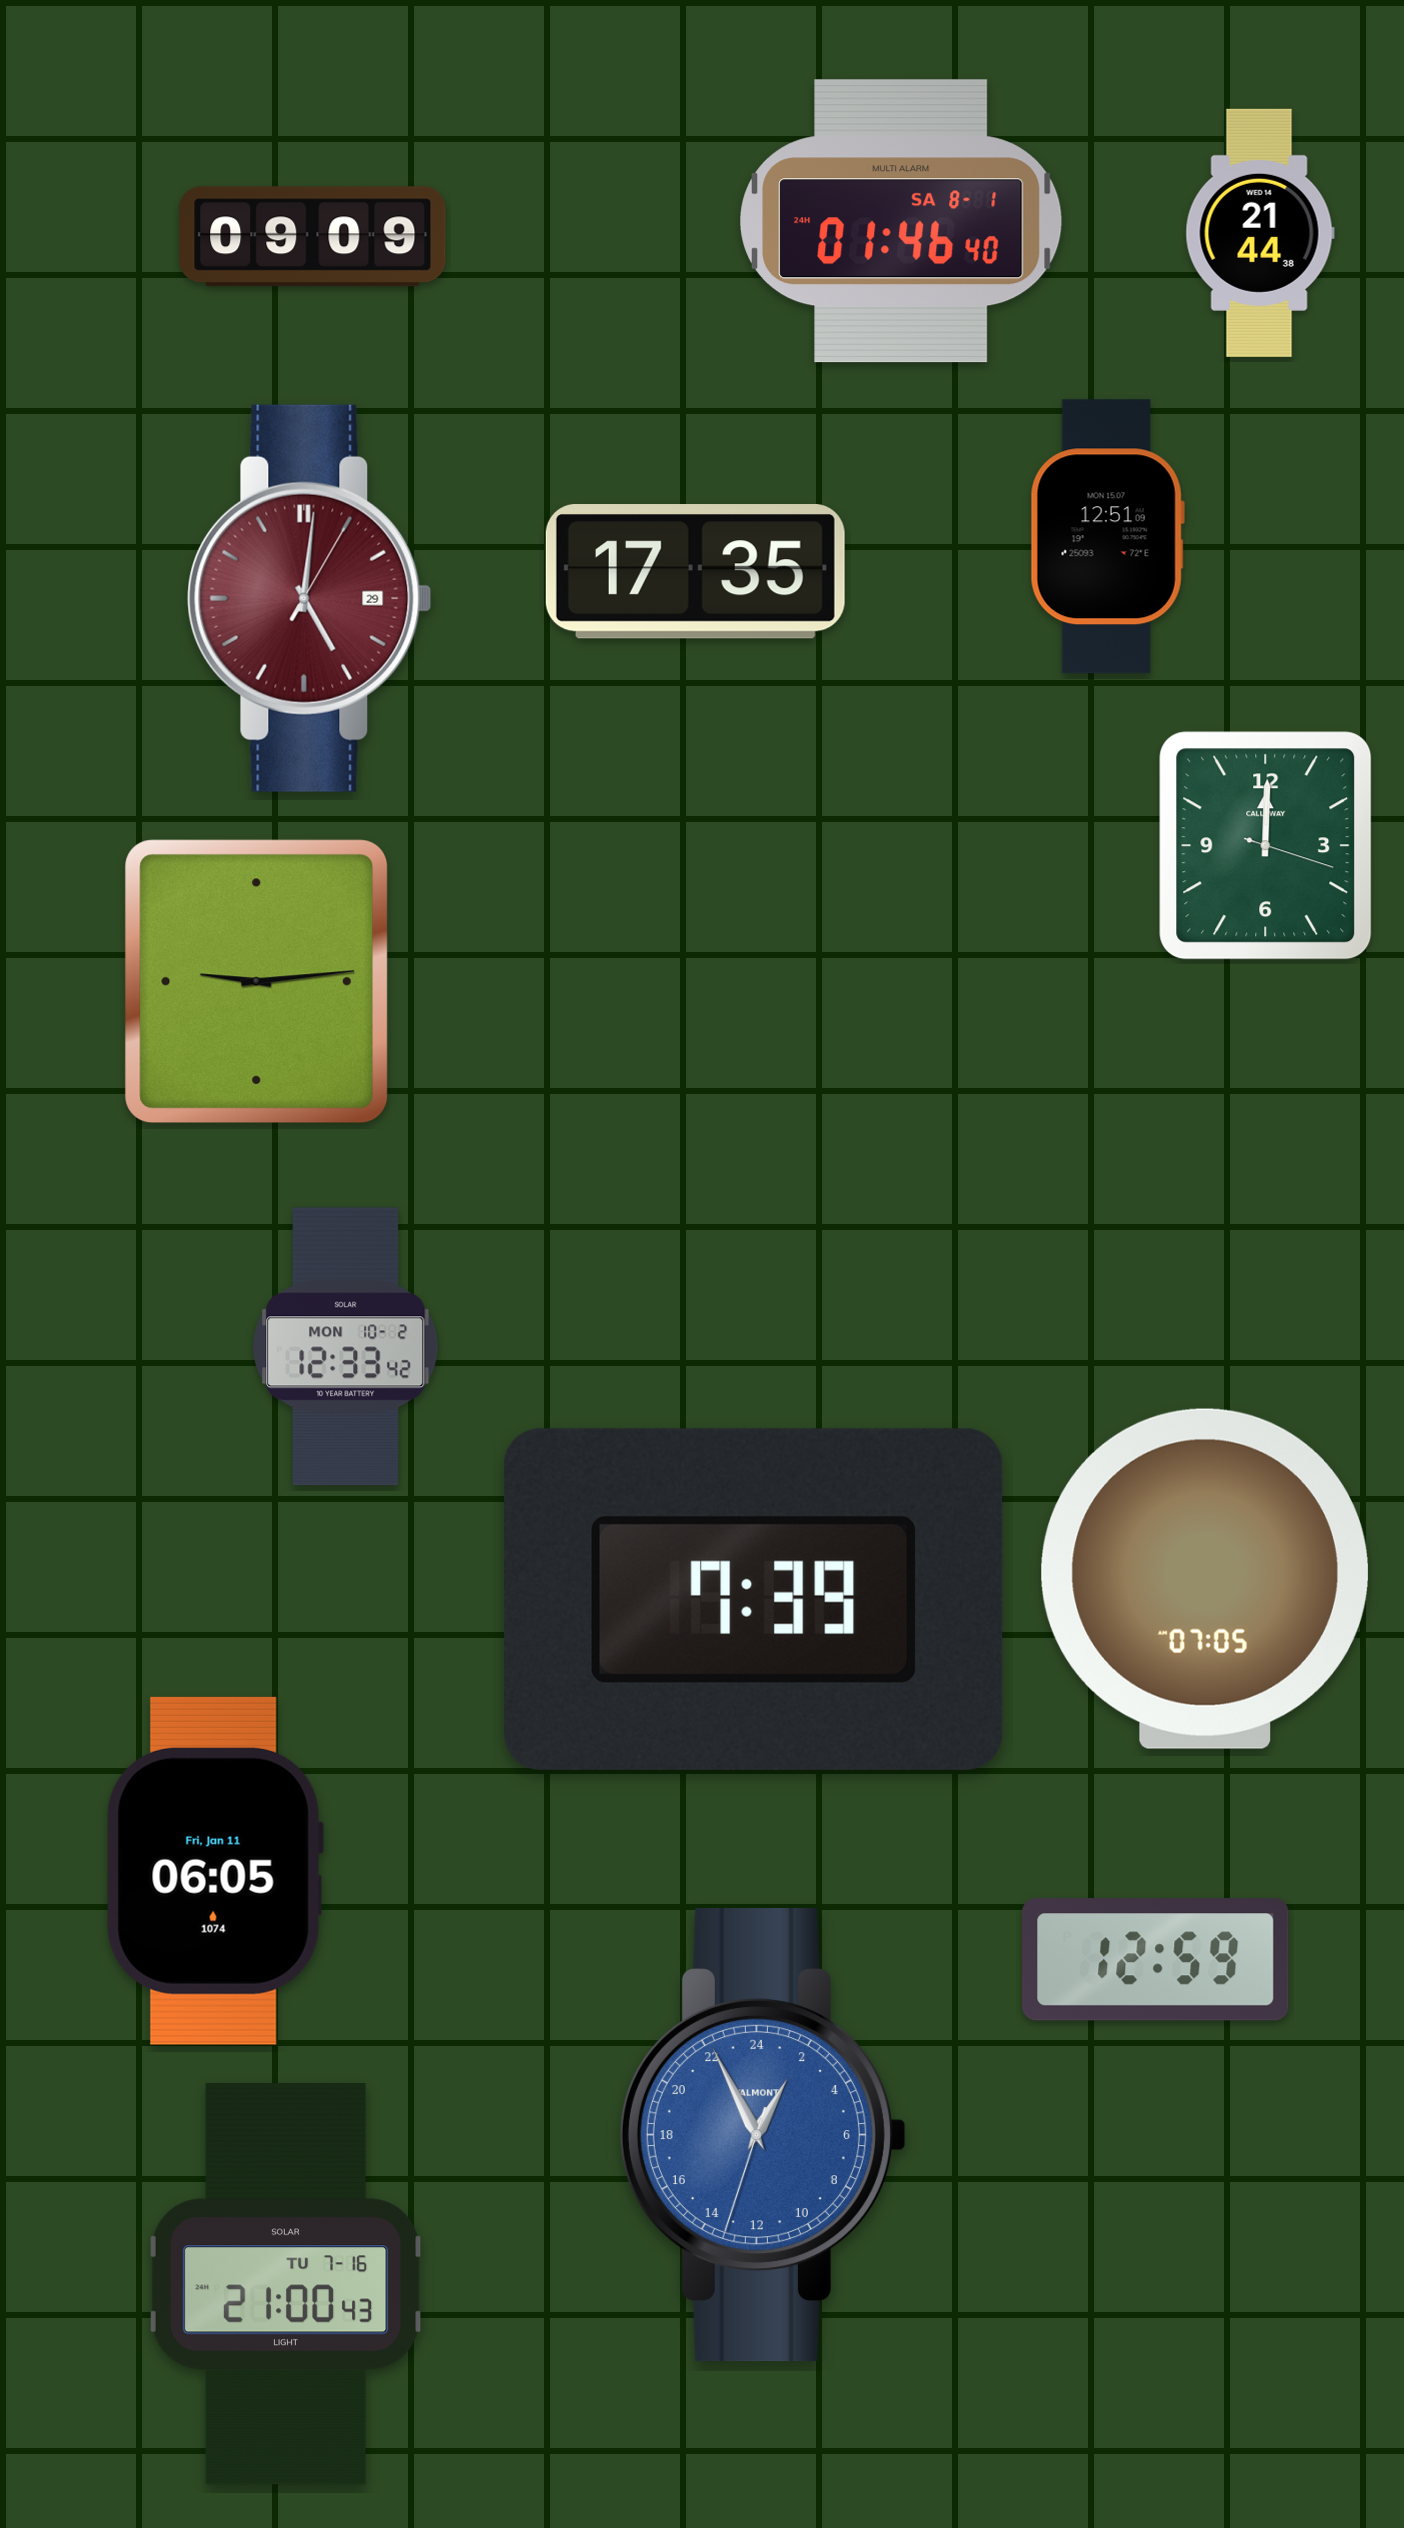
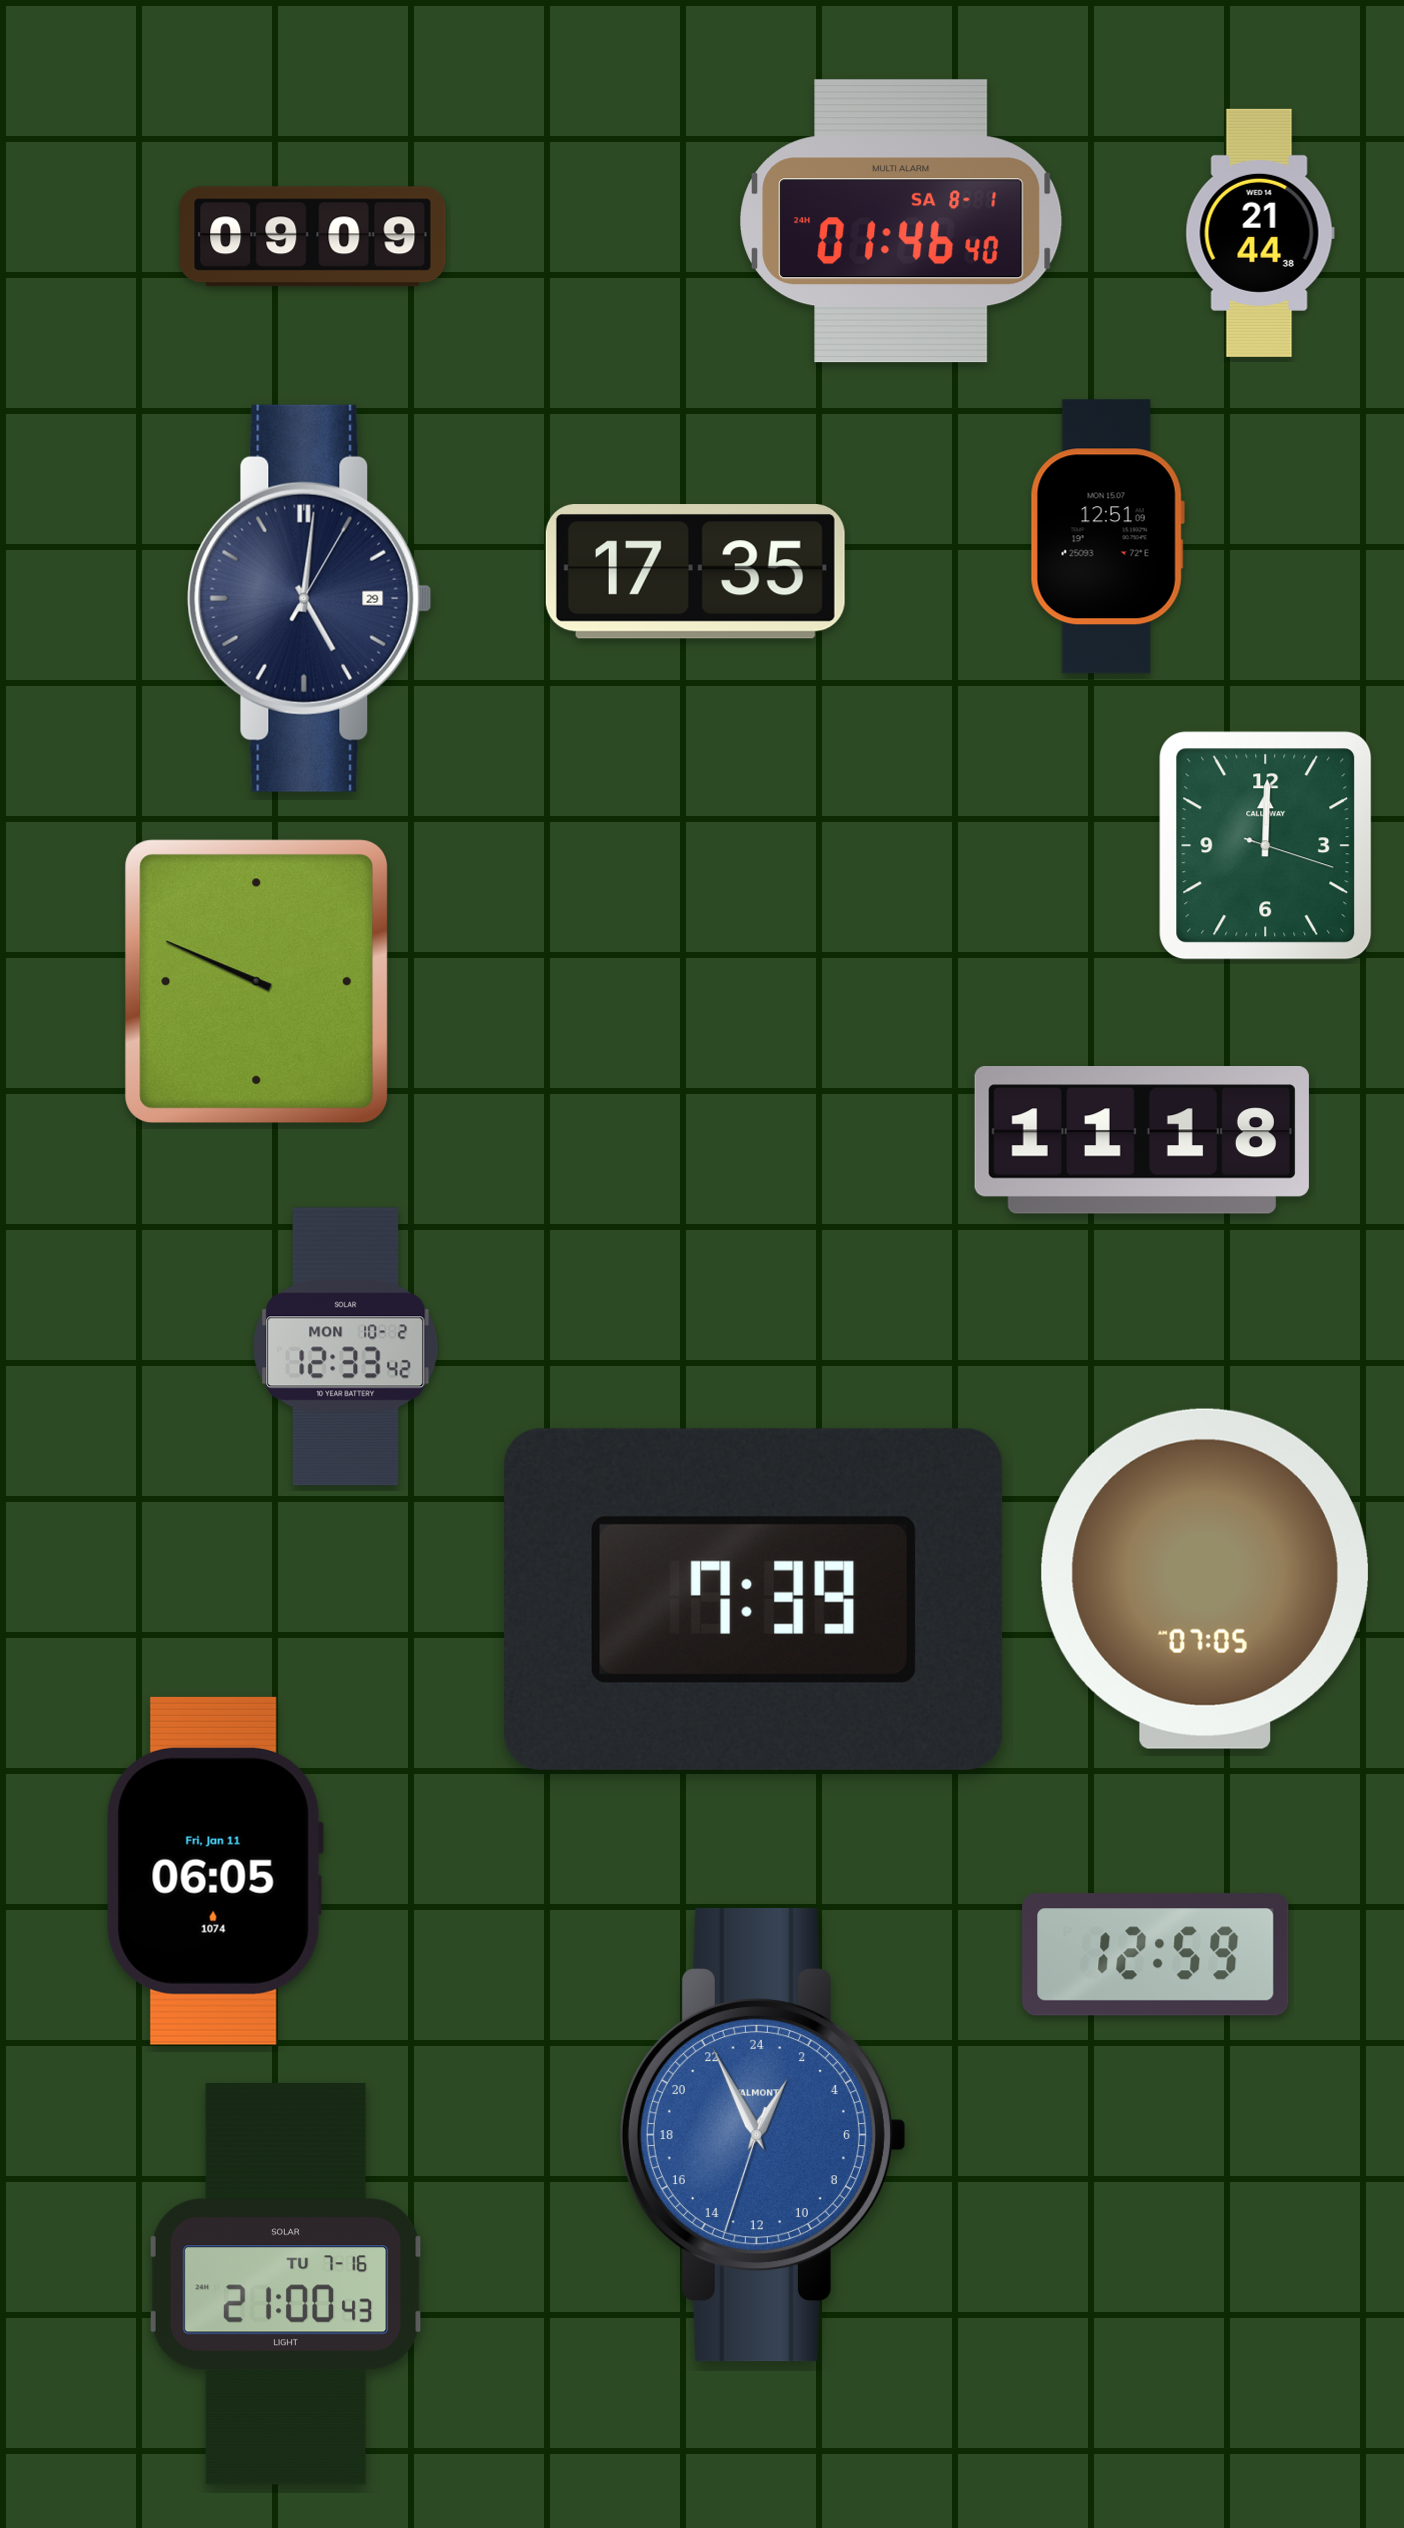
clock at (310, 598) dial: burgundy -> navy
clock at (257, 982): 9:14 -> 9:49
clock at (1142, 1140): none -> 11:18
clock at (1156, 1960) position: (1156, 1960) -> (1156, 1955)
